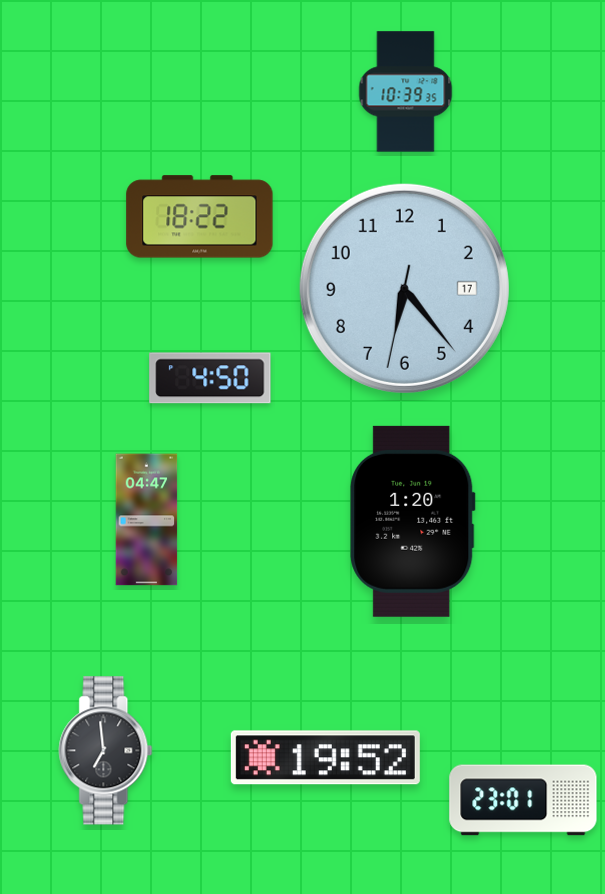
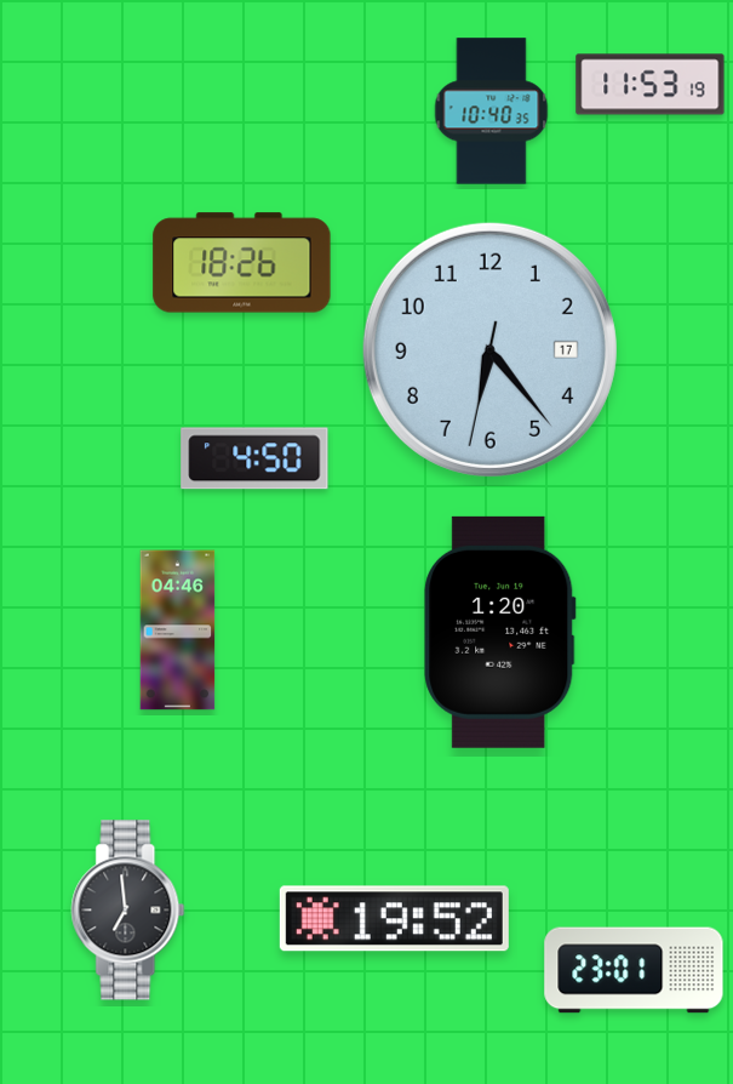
clock at (651, 85): none -> 11:53
clock at (406, 92): 10:39 -> 10:40
clock at (200, 217): 18:22 -> 18:26
clock at (147, 520): 04:47 -> 04:46
